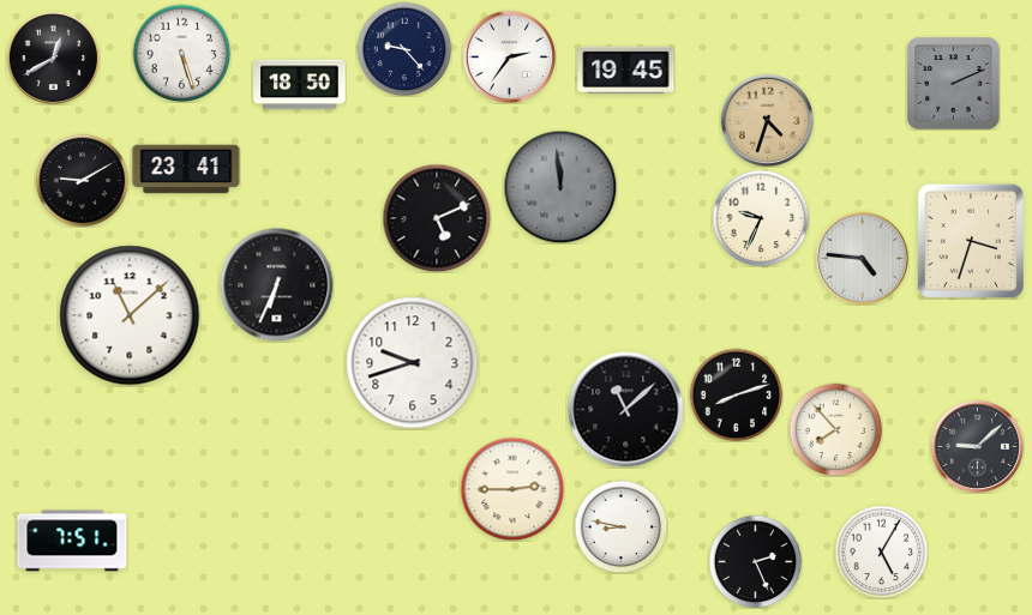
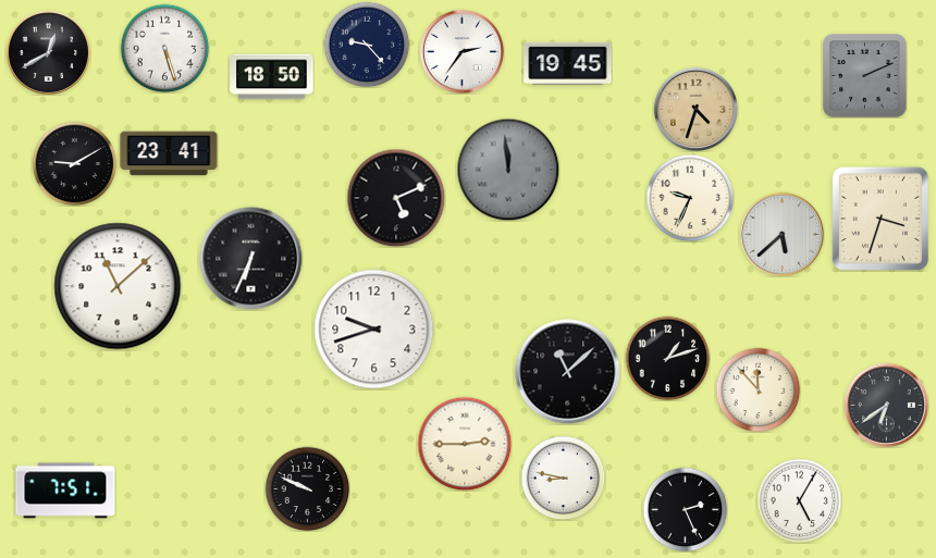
clock at (862, 258): 4:46 -> 5:38
clock at (736, 394): 8:12 -> 1:12
clock at (835, 429): 7:53 -> 11:53
clock at (977, 446): 9:08 -> 6:39
clock at (307, 488): none -> 9:49
